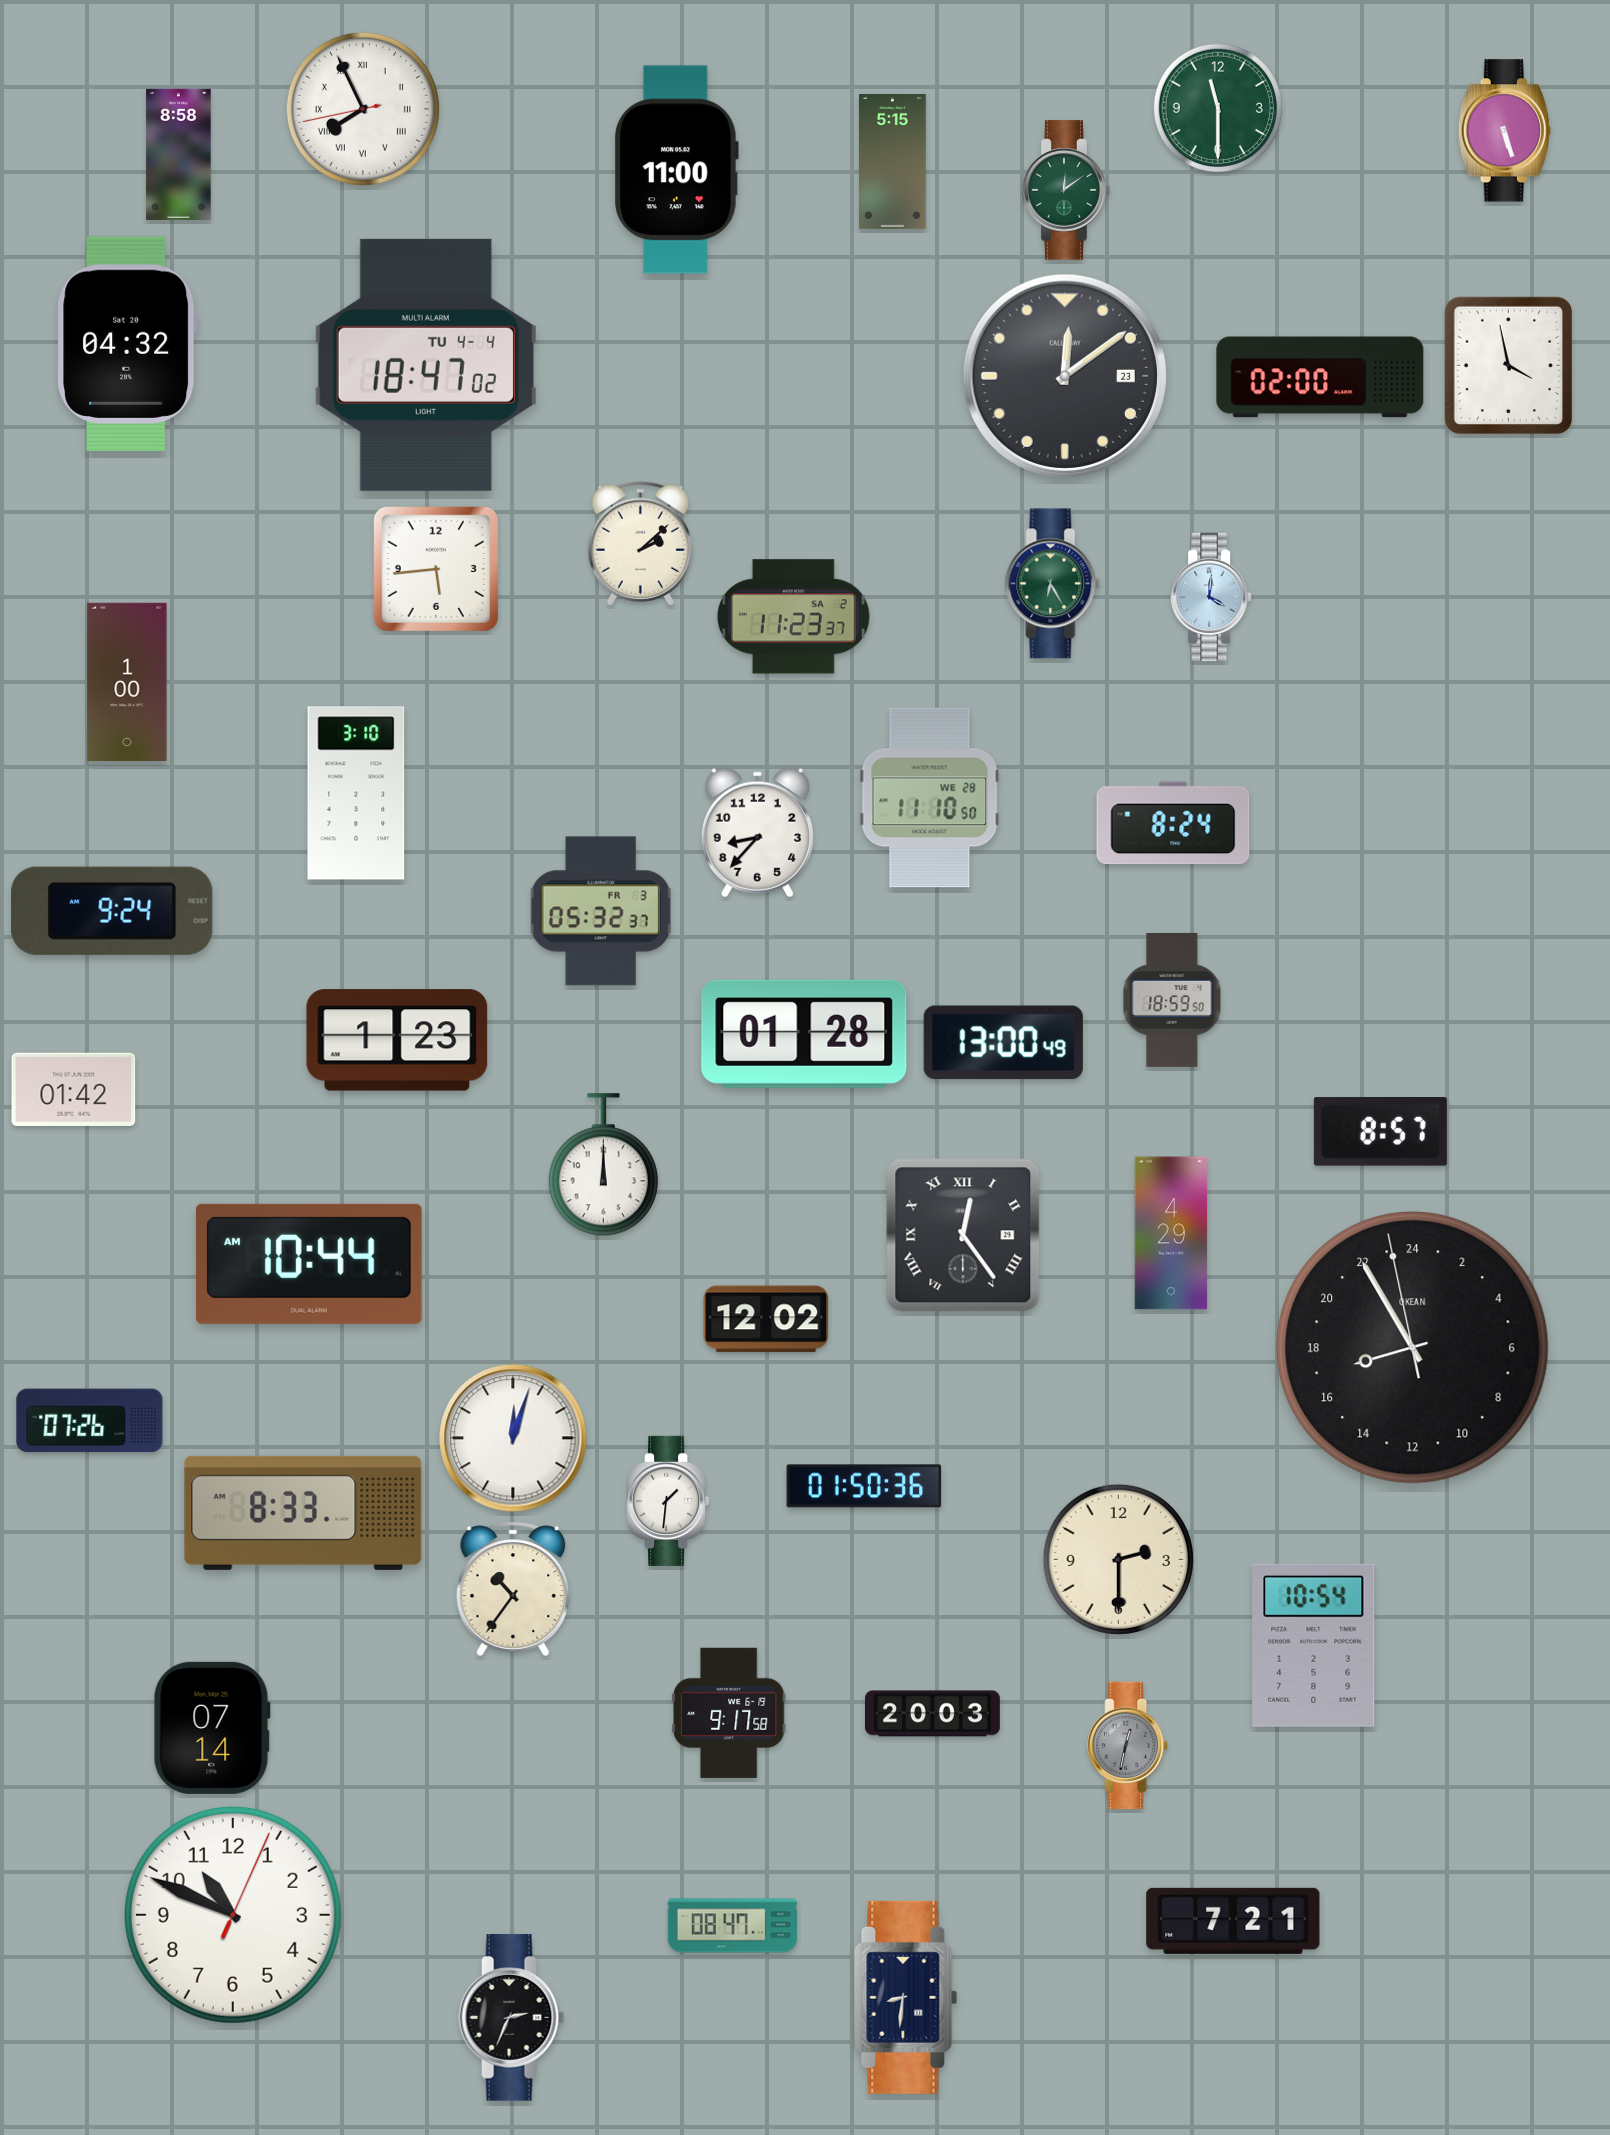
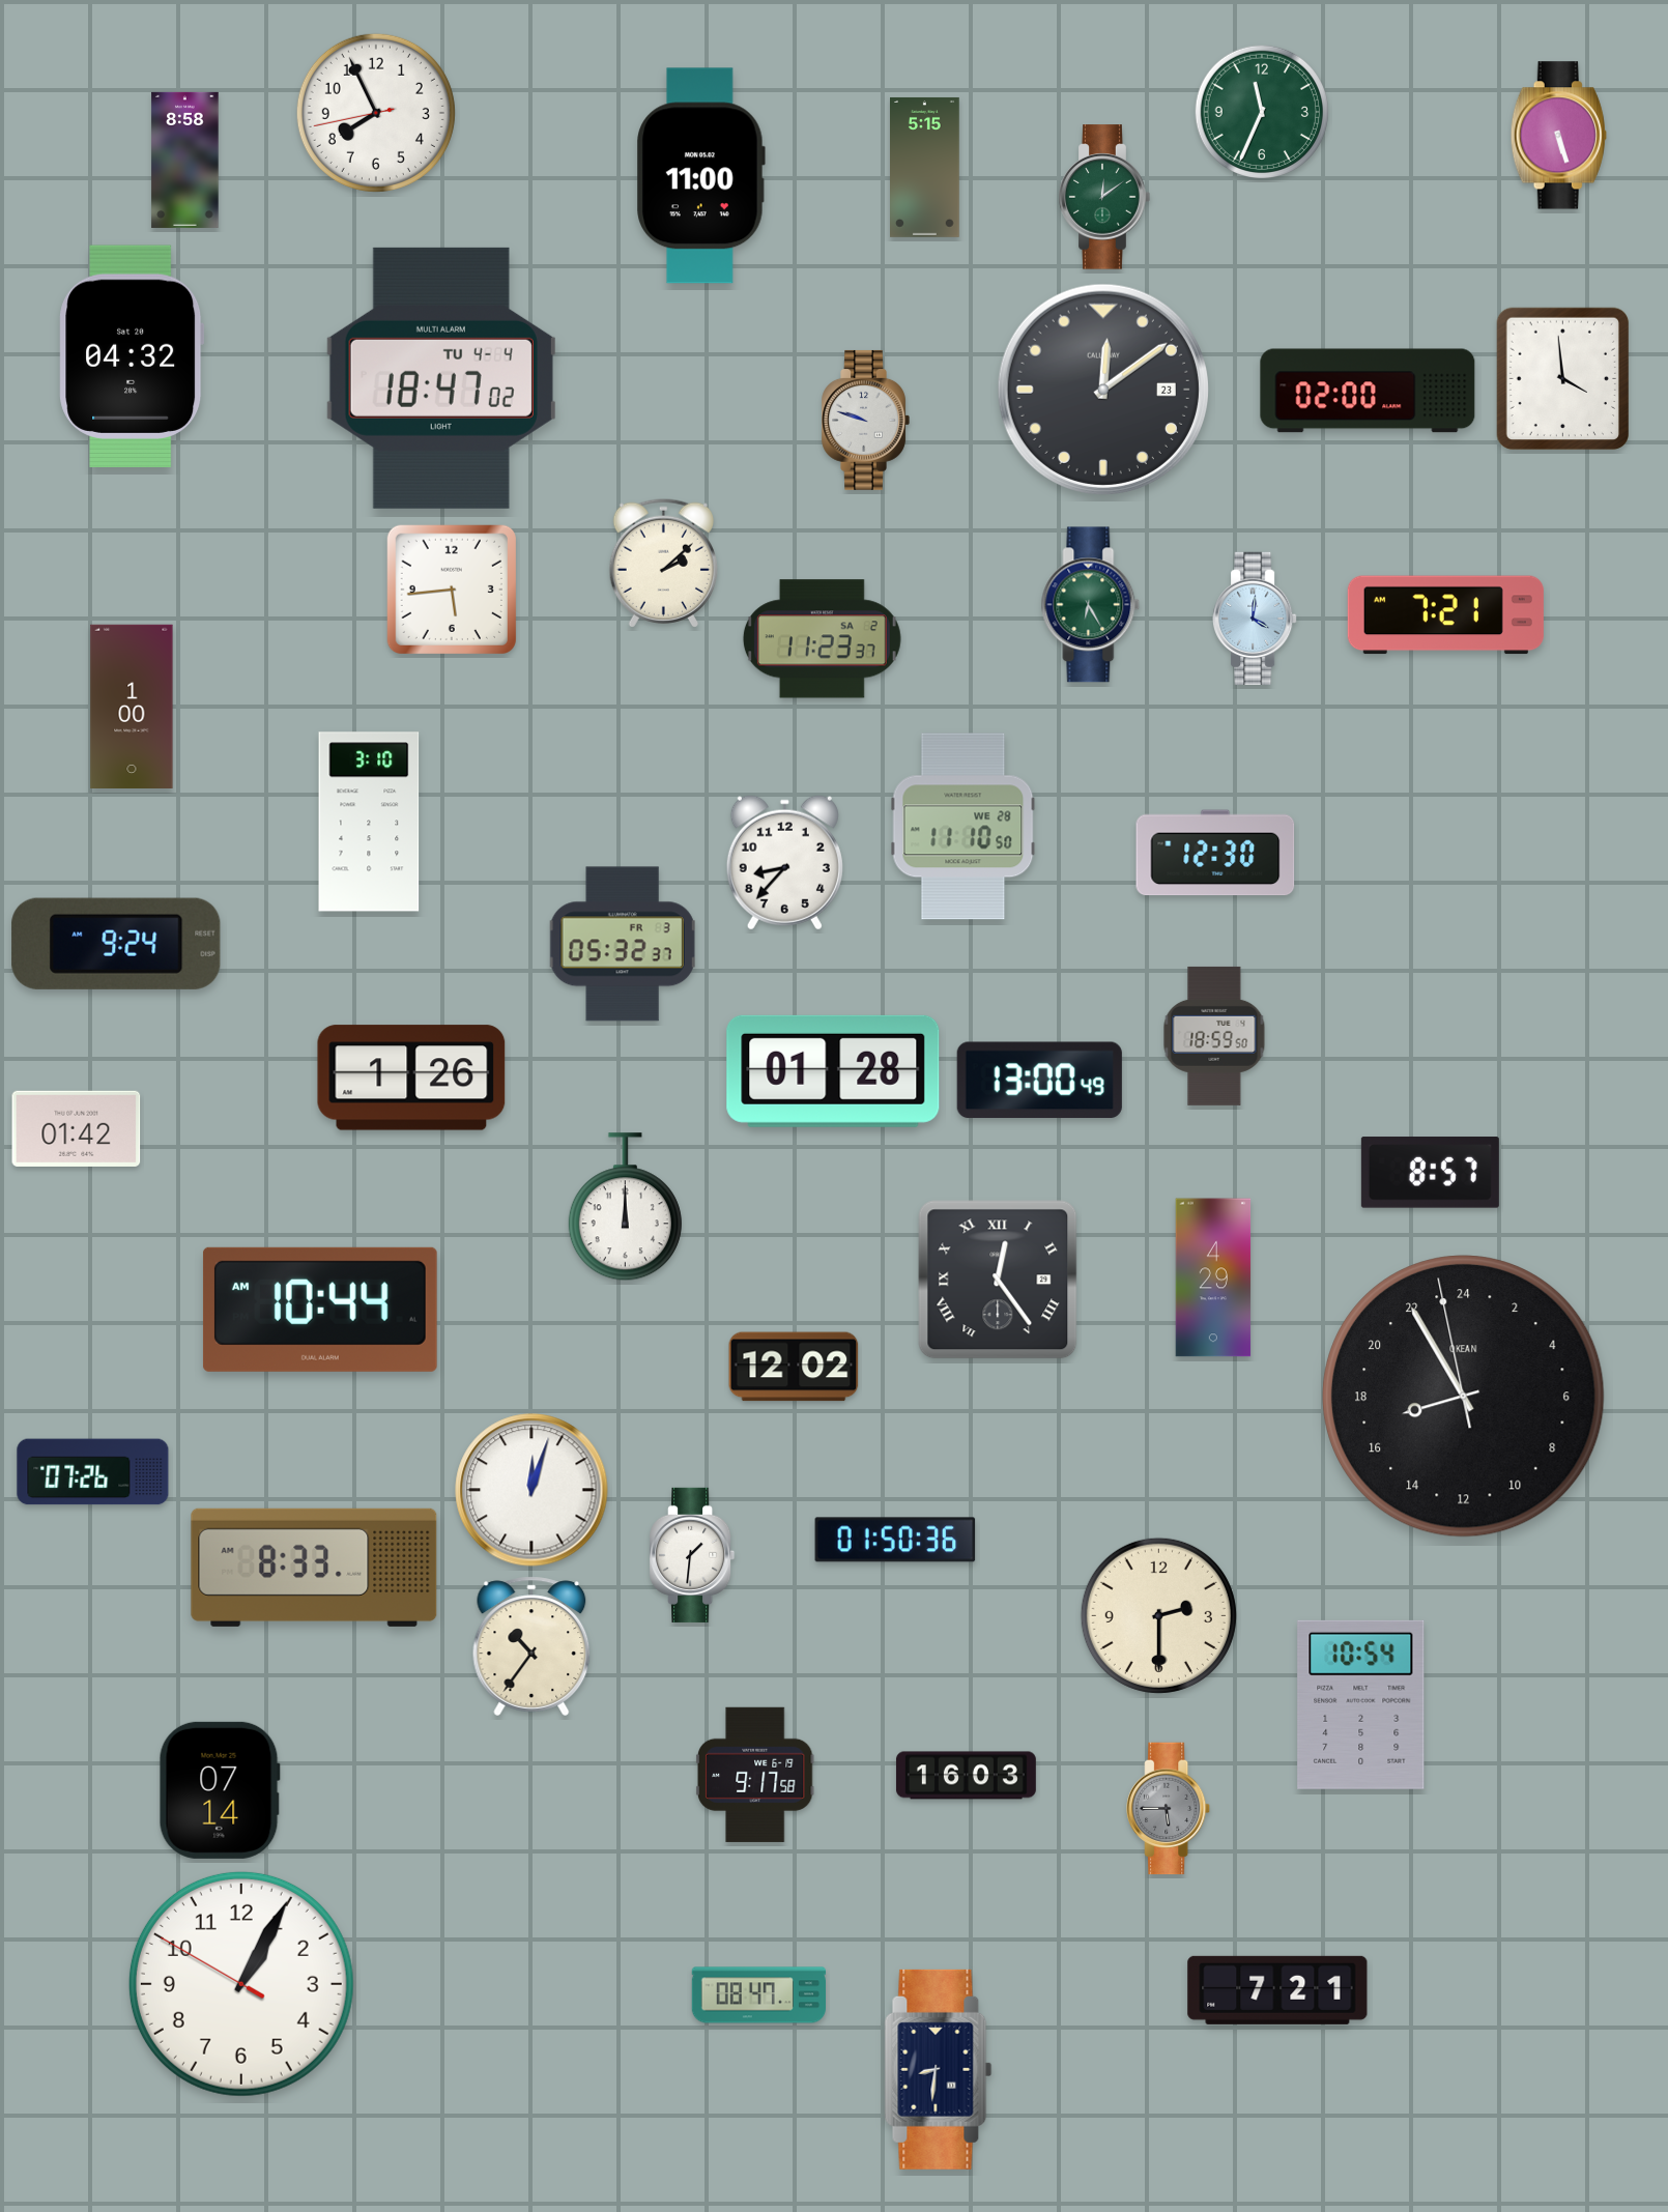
clock at (1217, 107): 11:30 -> 11:34
clock at (363, 109) numerals: Roman -> Arabic
clock at (1508, 366): 3:58 -> 3:59
clock at (865, 420): none -> 9:48
clock at (1445, 615): none -> 7:21
clock at (1173, 823): 8:24 -> 12:30
clock at (397, 1040): 1:23 -> 1:26
clock at (932, 1714): 20:03 -> 16:03
clock at (1128, 1746): 12:32 -> 5:45
clock at (233, 1915): 10:49 -> 1:04
clock at (512, 2018): 2:34 -> none
